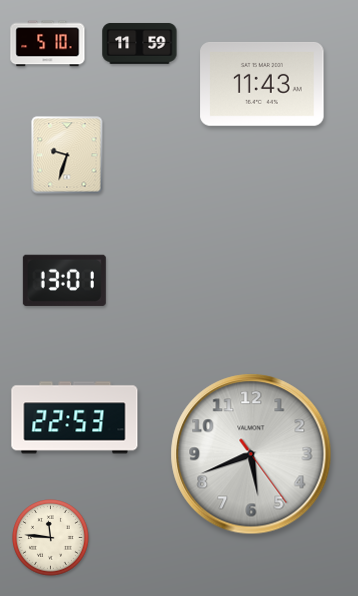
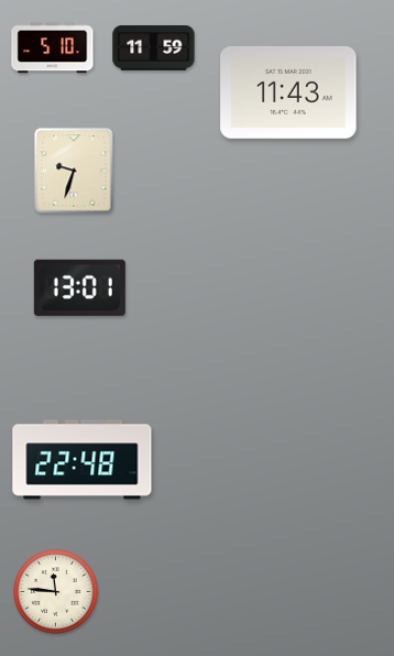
clock at (64, 280) position: (64, 280) -> (79, 287)
clock at (75, 418): 22:53 -> 22:48
clock at (251, 454): 5:41 -> none
